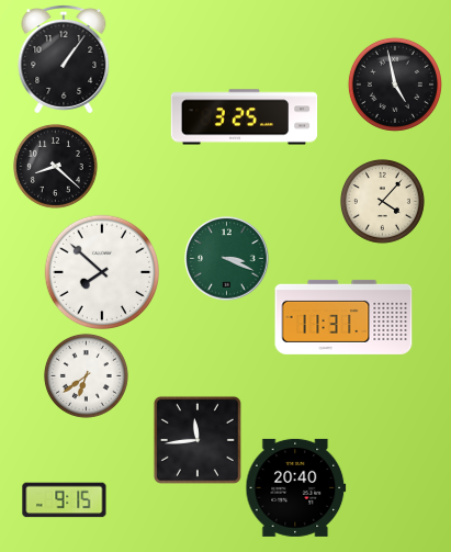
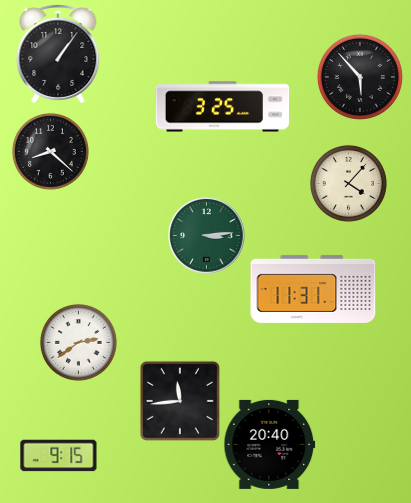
clock at (395, 85): 4:58 -> 5:53
clock at (227, 259): 3:19 -> 3:14
clock at (102, 272): 7:52 -> none
clock at (86, 375): 6:39 -> 2:39
